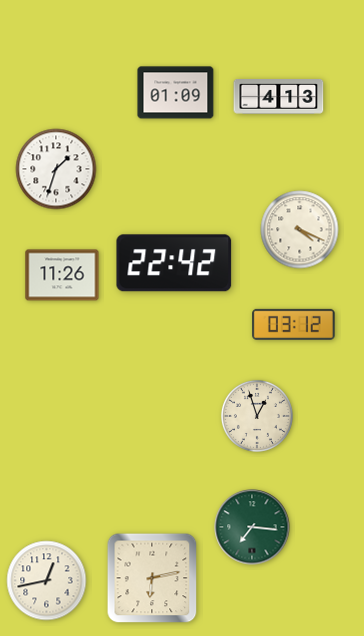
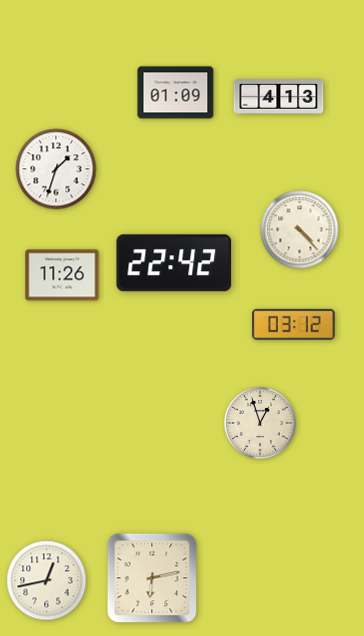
clock at (300, 230): 4:19 -> 4:23
clock at (257, 416) position: (257, 416) -> (260, 423)
clock at (252, 527): 7:16 -> none
